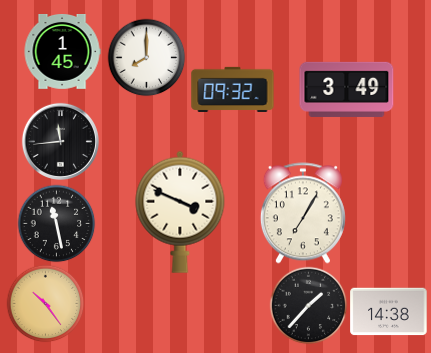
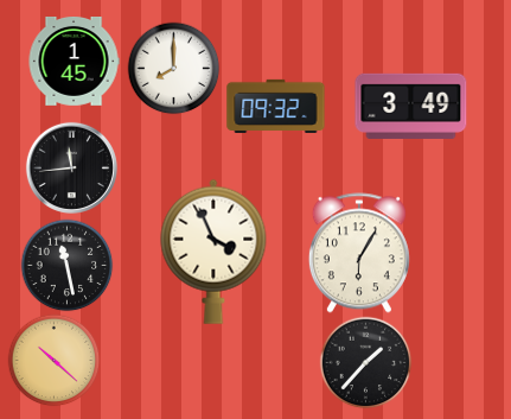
clock at (180, 212): 3:49 -> 3:56
clock at (303, 213): 7:05 -> 6:05
clock at (45, 303): 10:24 -> 10:22
clock at (389, 312): 14:38 -> none
